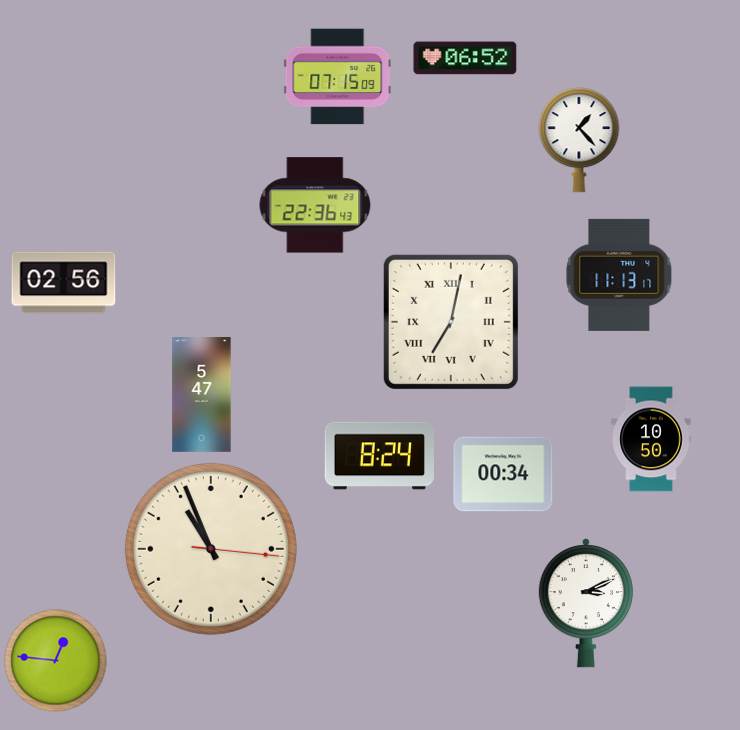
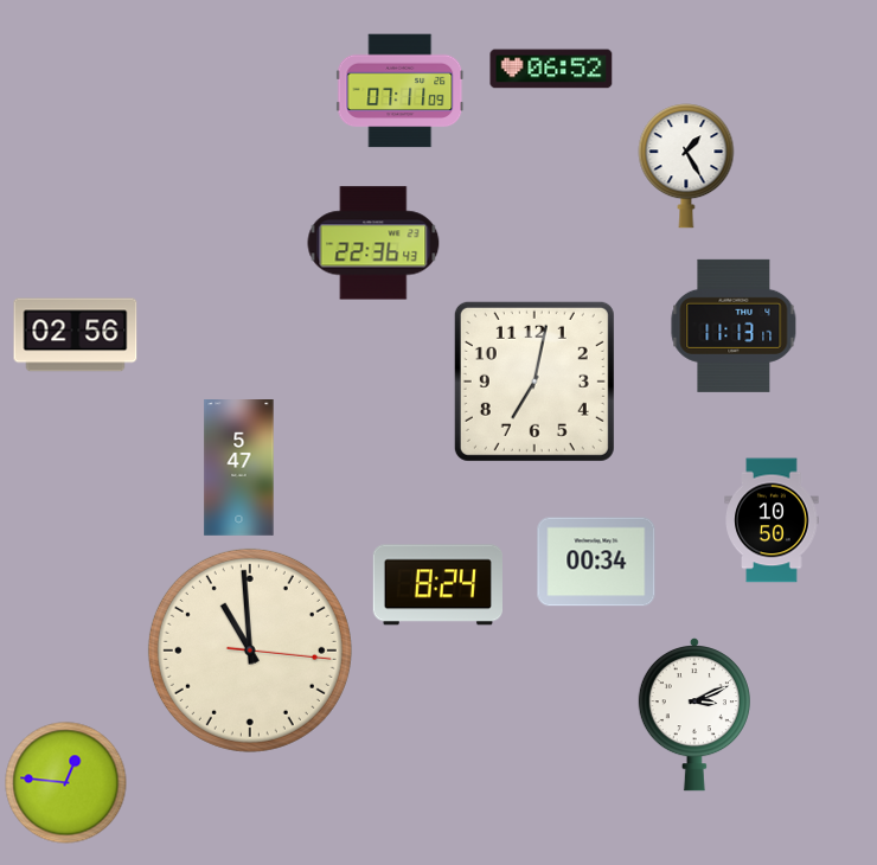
clock at (338, 77): 07:15 -> 07:11
clock at (579, 140): 1:23 -> 1:25
clock at (451, 322) numerals: Roman -> Arabic
clock at (379, 456) position: (379, 456) -> (437, 585)
clock at (211, 549): 10:56 -> 10:59
